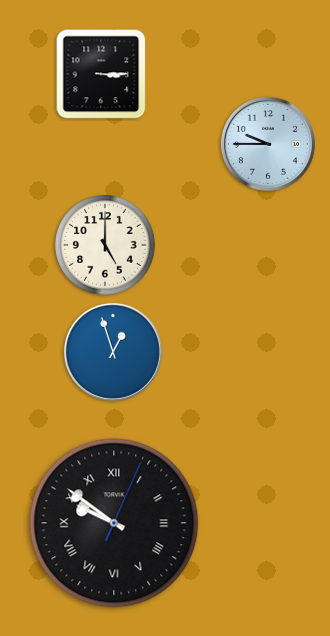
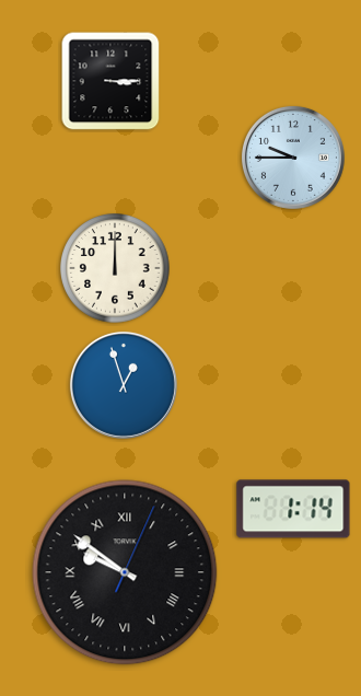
clock at (105, 245): 5:00 -> 12:00
clock at (293, 509): none -> 1:14
